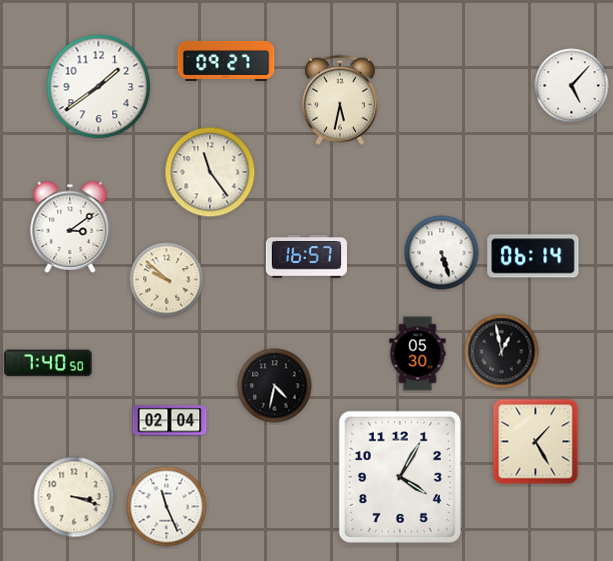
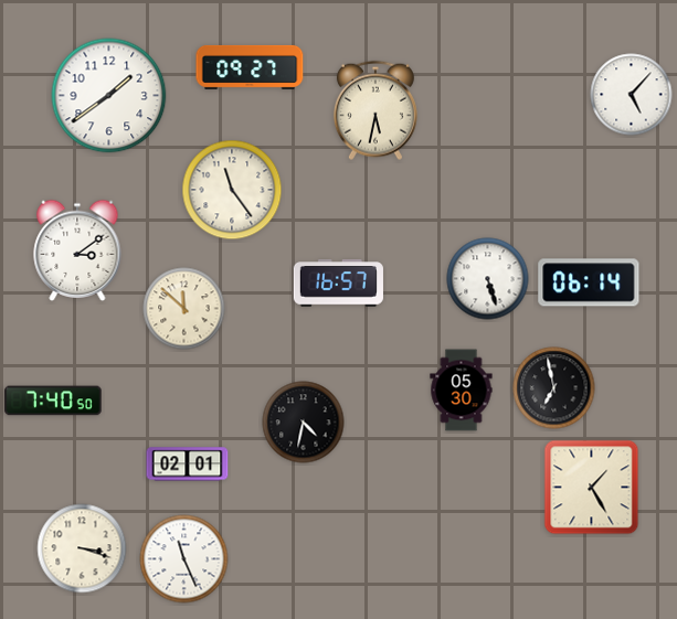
clock at (167, 280): 9:52 -> 11:52
clock at (502, 352): 12:58 -> 6:58
clock at (275, 386) position: (275, 386) -> (304, 423)
clock at (170, 421): 02:04 -> 02:01
clock at (400, 477): 4:05 -> none
